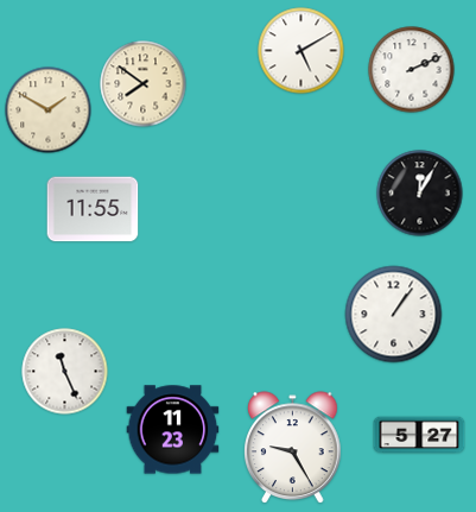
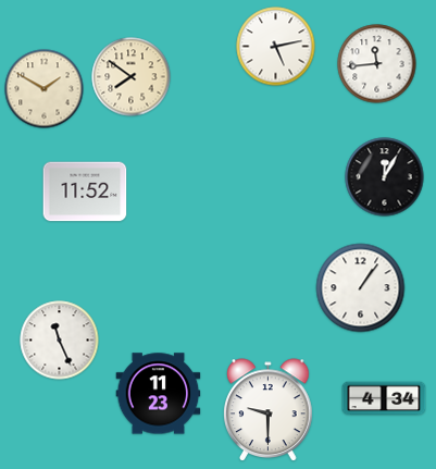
clock at (302, 51): 5:10 -> 5:13
clock at (412, 70): 2:11 -> 11:44
clock at (49, 110) position: (49, 110) -> (45, 89)
clock at (93, 209): 11:55 -> 11:52
clock at (419, 435): 5:27 -> 4:34
clock at (293, 447): 9:25 -> 9:30
